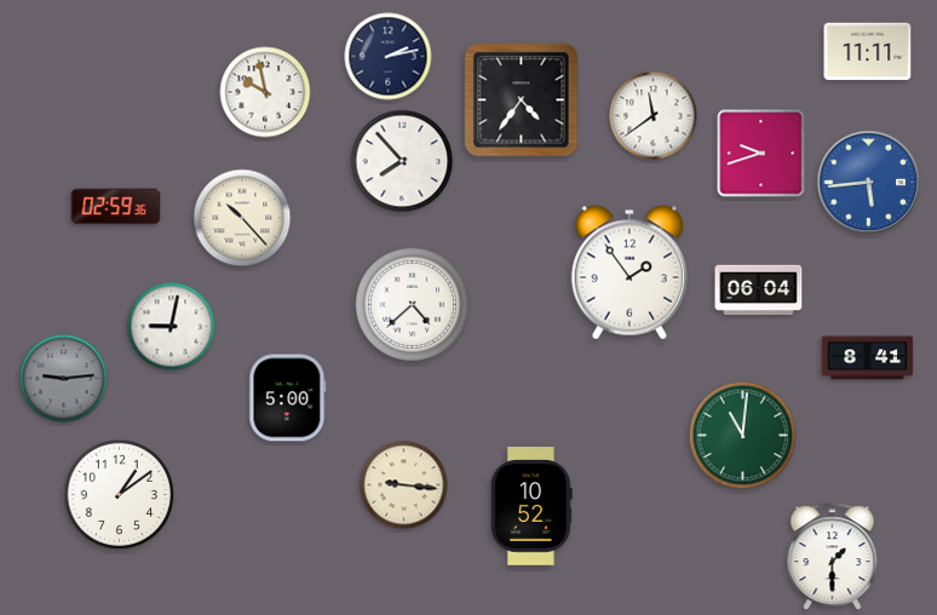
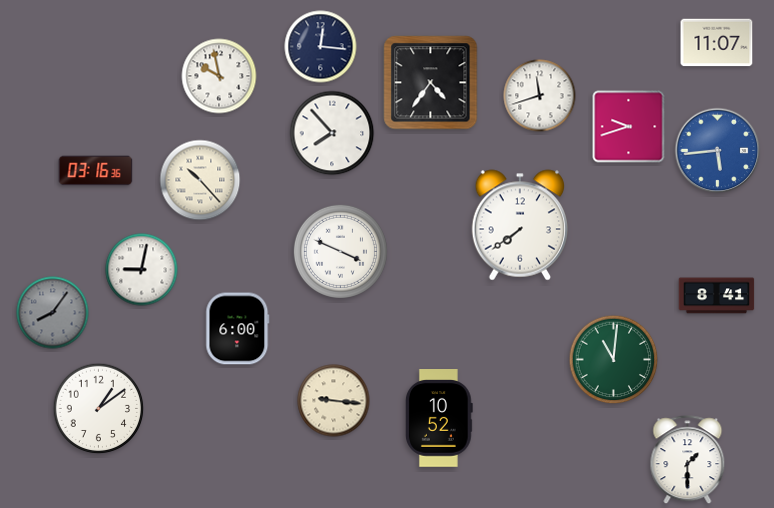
clock at (868, 52): 11:11 -> 11:07
clock at (389, 57): 2:13 -> 12:16
clock at (654, 116): 11:39 -> 11:42
clock at (116, 207): 02:59 -> 03:16
clock at (630, 272): 1:54 -> 7:39
clock at (759, 291): 06:04 -> none
clock at (412, 304): 4:38 -> 3:49
clock at (64, 379): 9:14 -> 8:06
clock at (288, 398): 5:00 -> 6:00
